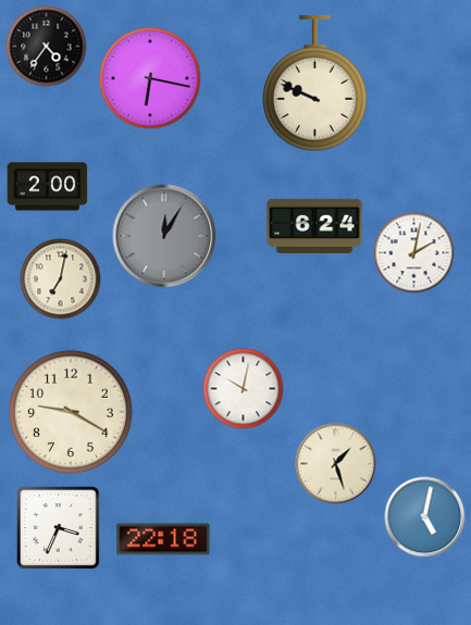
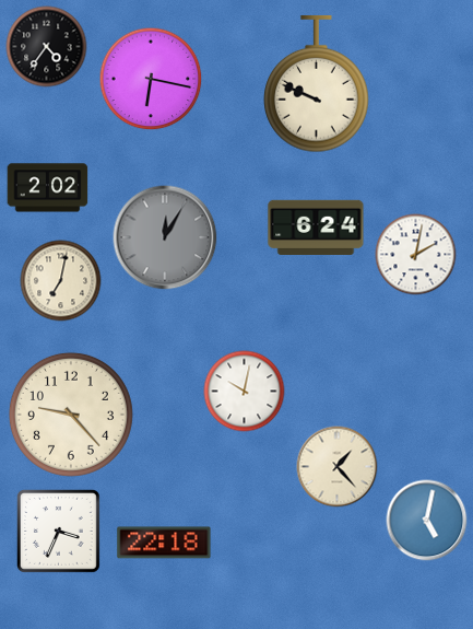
clock at (48, 187): 2:00 -> 2:02
clock at (71, 412): 9:20 -> 9:23
clock at (336, 464): 1:27 -> 1:23
